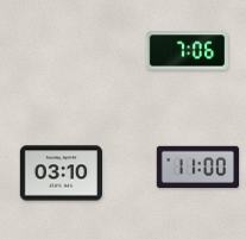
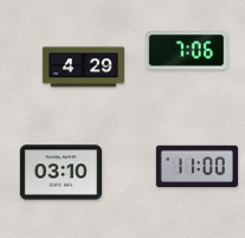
clock at (84, 67): none -> 4:29
